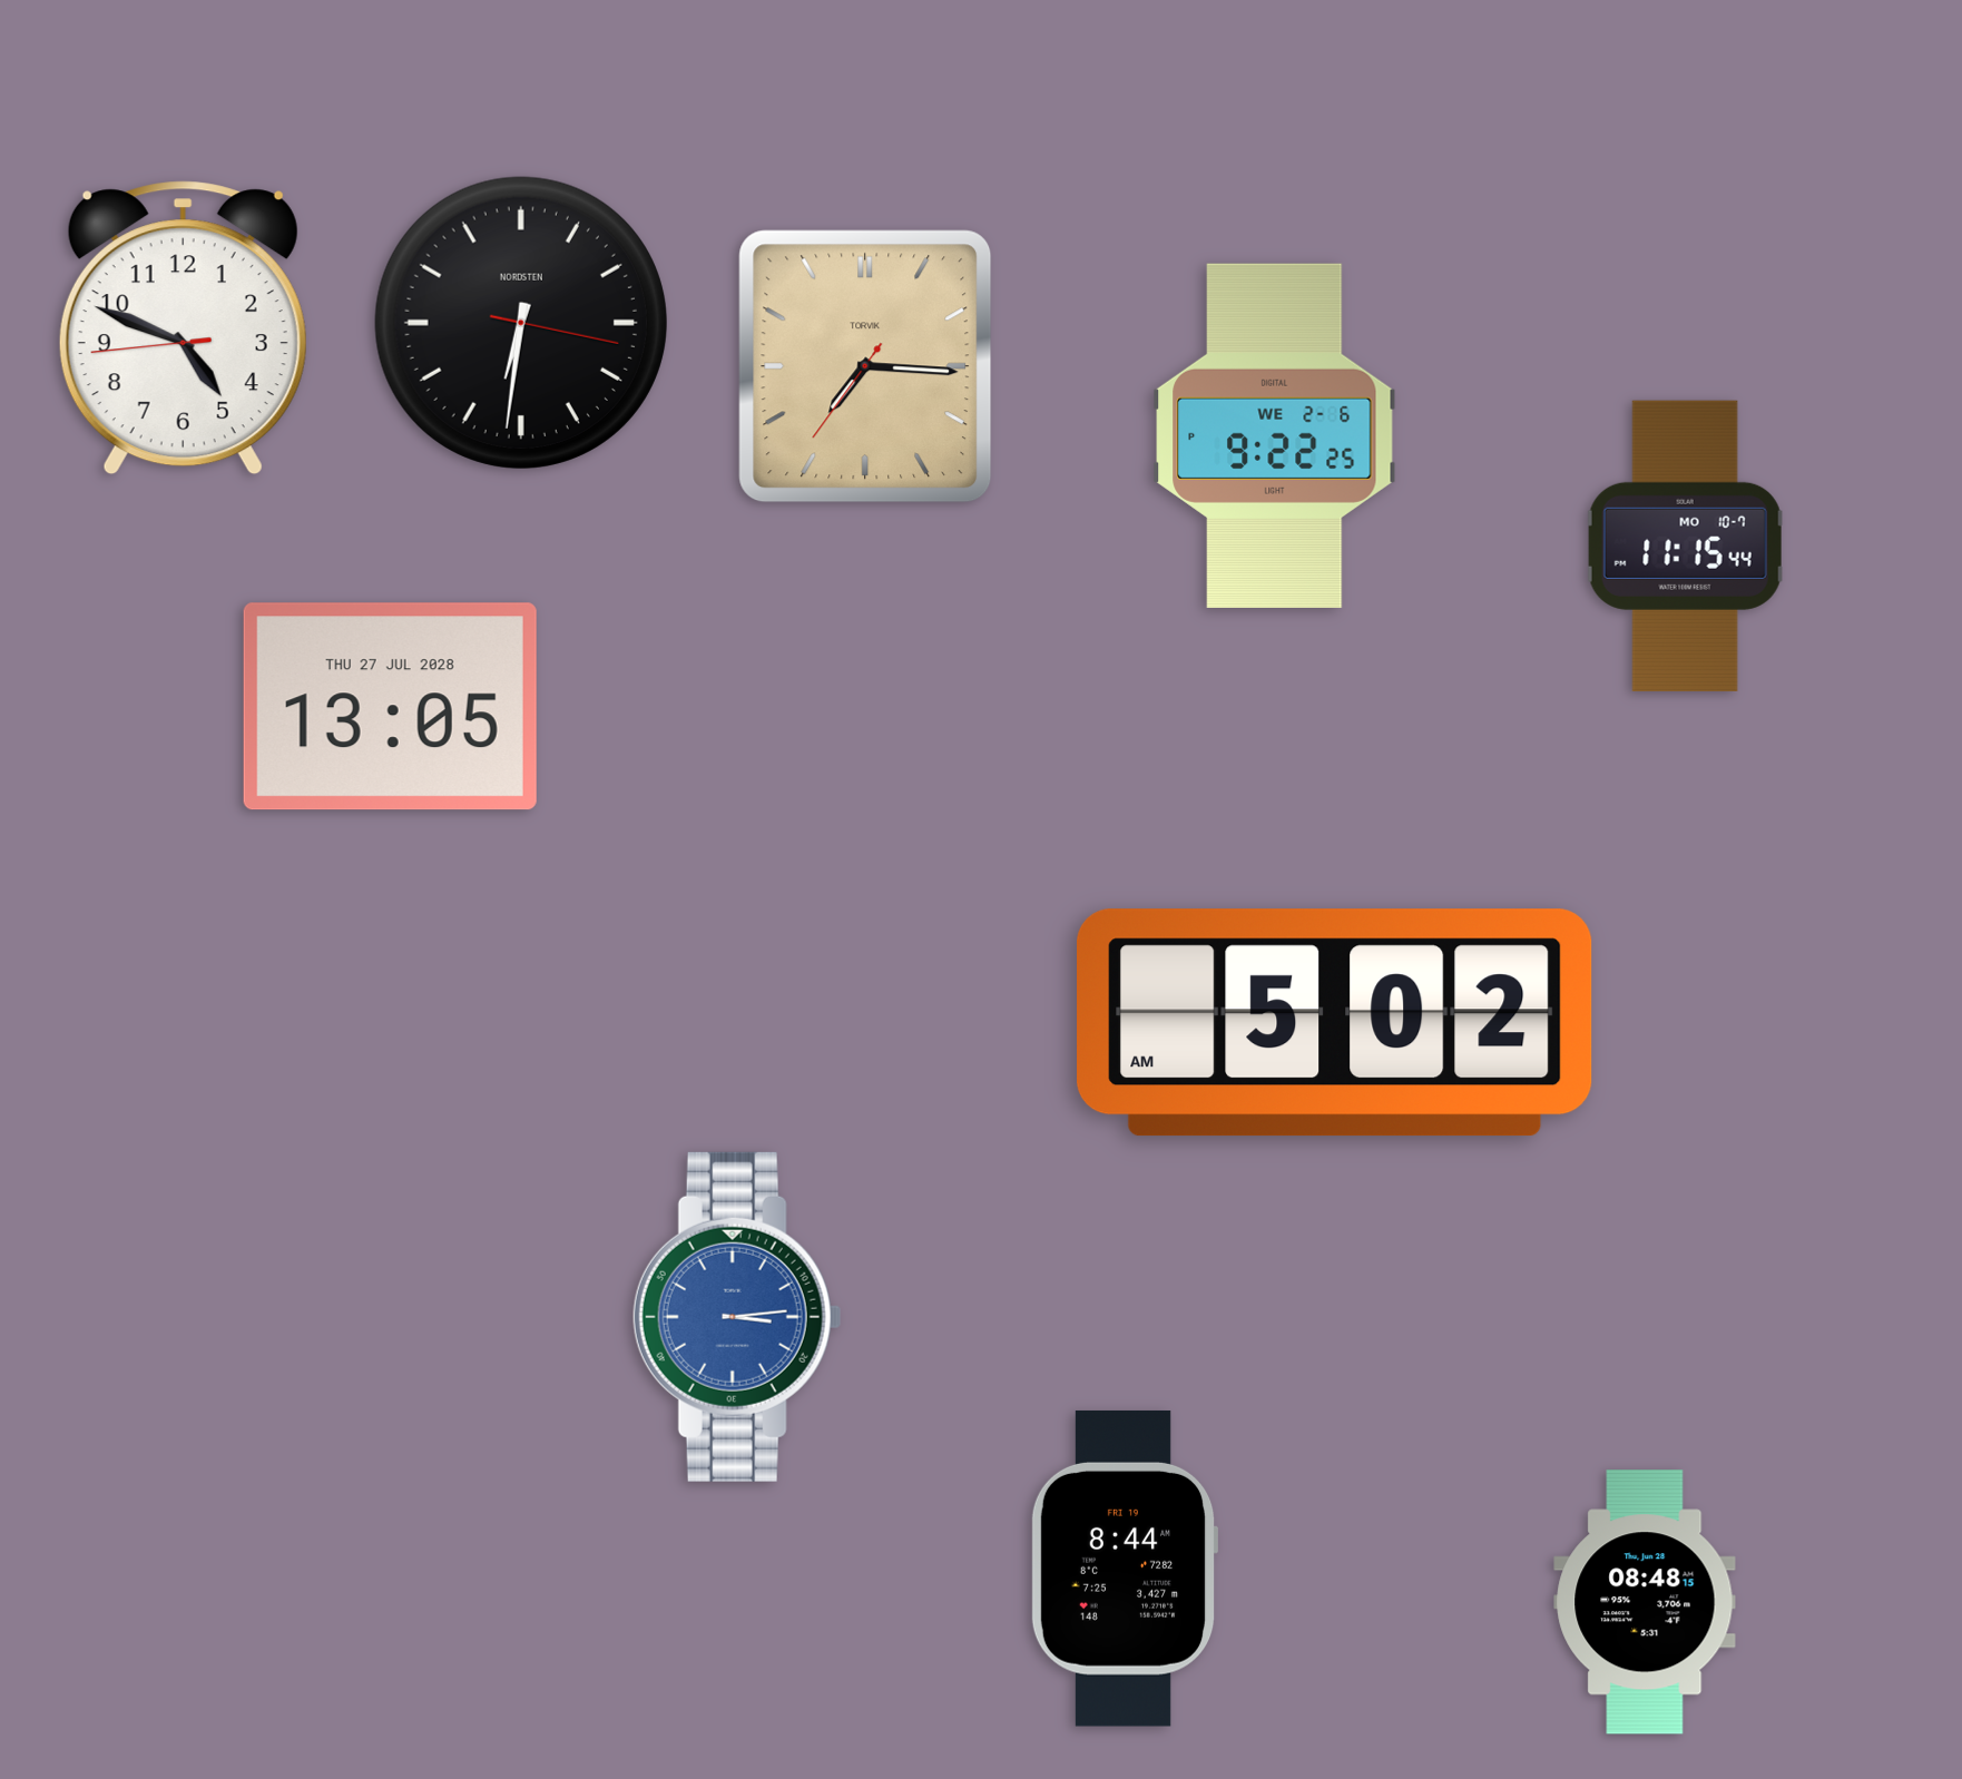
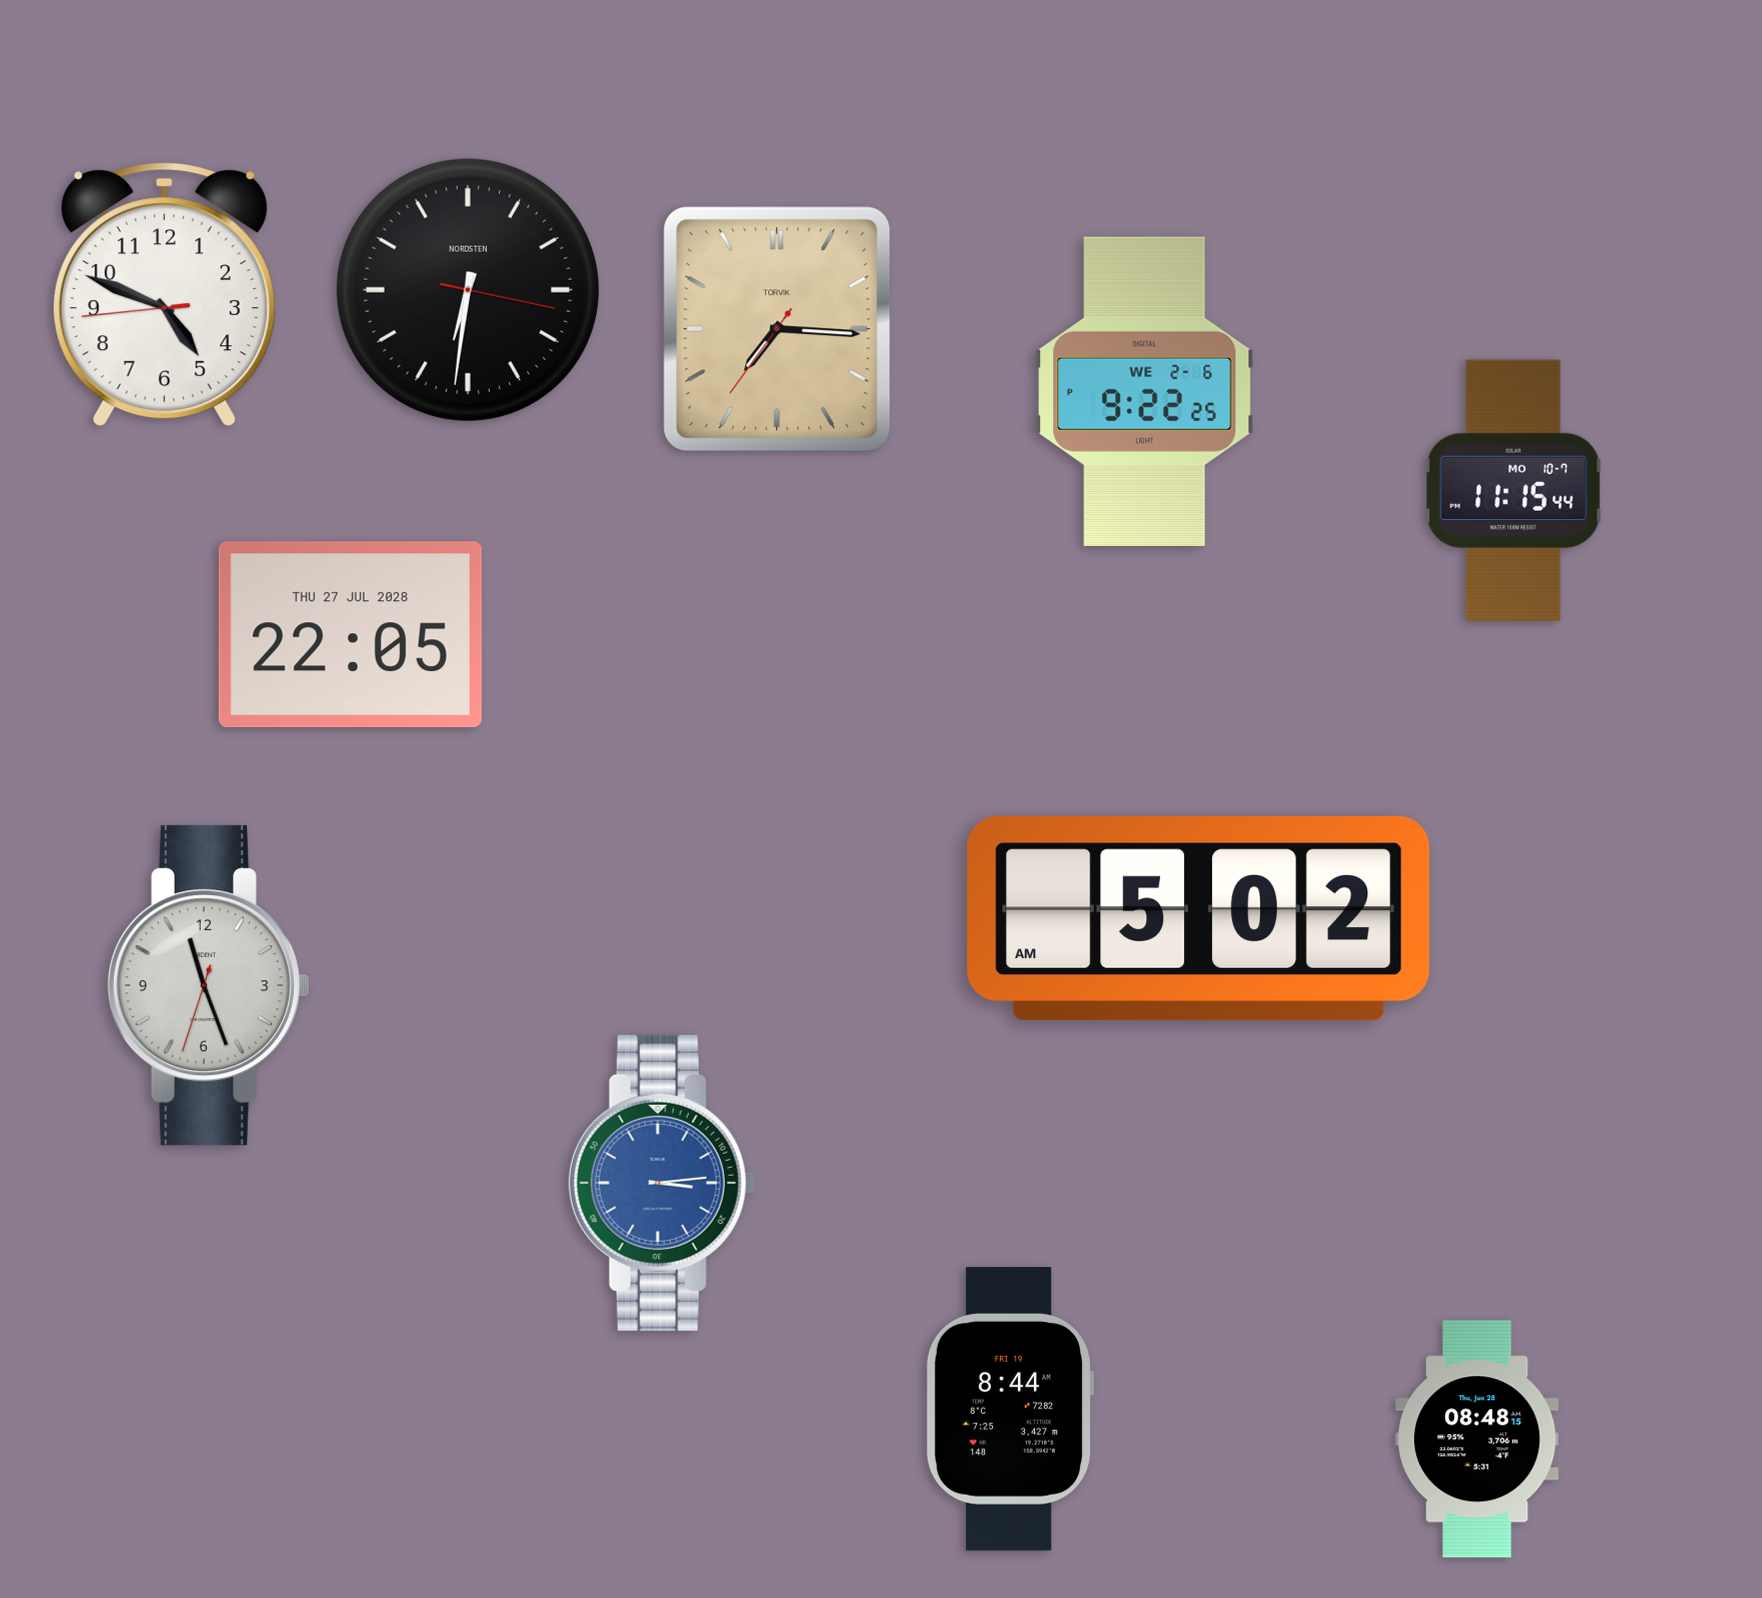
clock at (390, 707): 13:05 -> 22:05
clock at (208, 986): none -> 11:26
